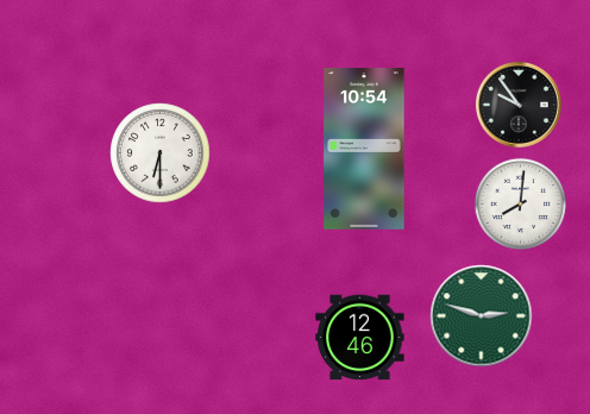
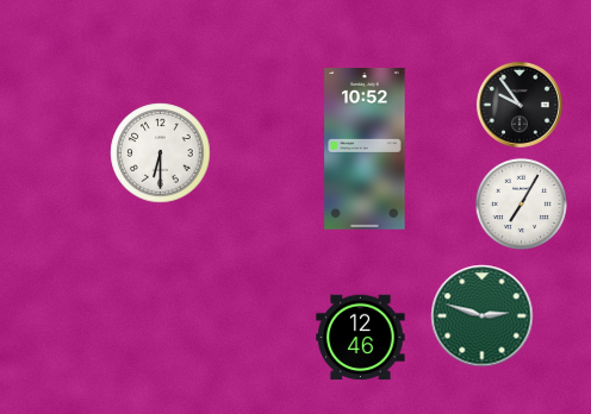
clock at (364, 150): 10:54 -> 10:52
clock at (520, 203): 8:01 -> 7:05
